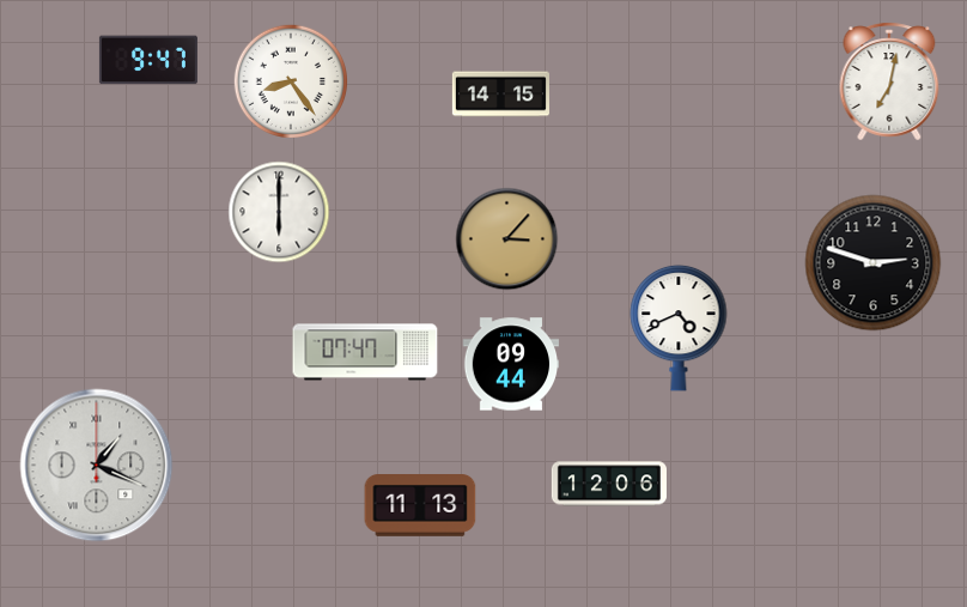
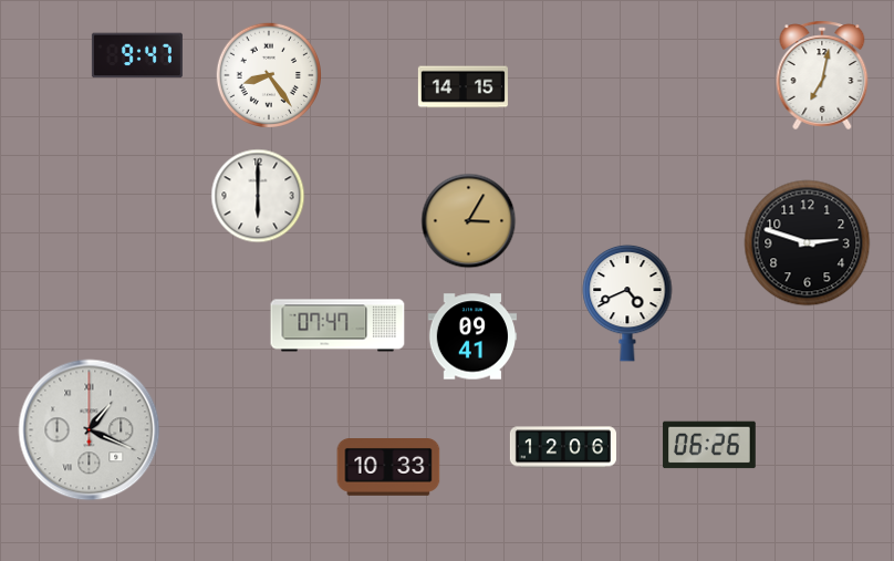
clock at (507, 239): 3:07 -> 3:05
clock at (511, 364): 09:44 -> 09:41
clock at (709, 445): none -> 06:26
clock at (420, 506): 11:13 -> 10:33
